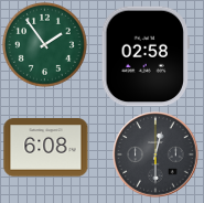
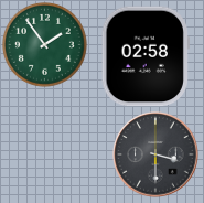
clock at (46, 148): 6:08 -> none
clock at (155, 154): 12:30 -> 3:30
